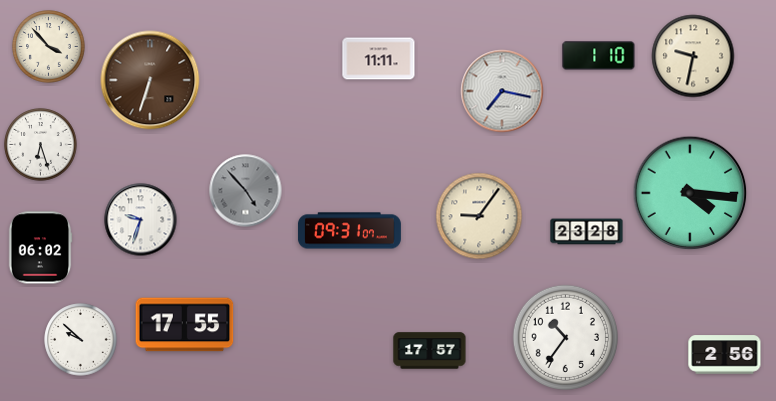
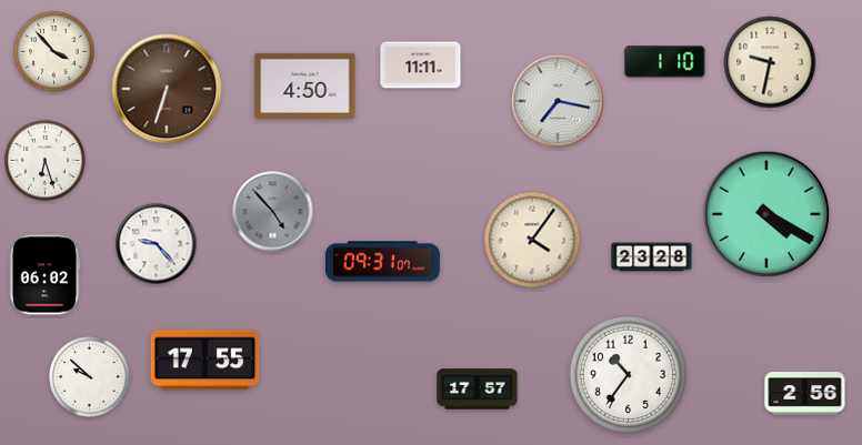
clock at (305, 85): none -> 4:50
clock at (690, 193): 4:16 -> 4:20
clock at (479, 216): 9:06 -> 4:06
clock at (141, 220): 9:33 -> 9:23
clock at (349, 231) position: (349, 231) -> (382, 262)
